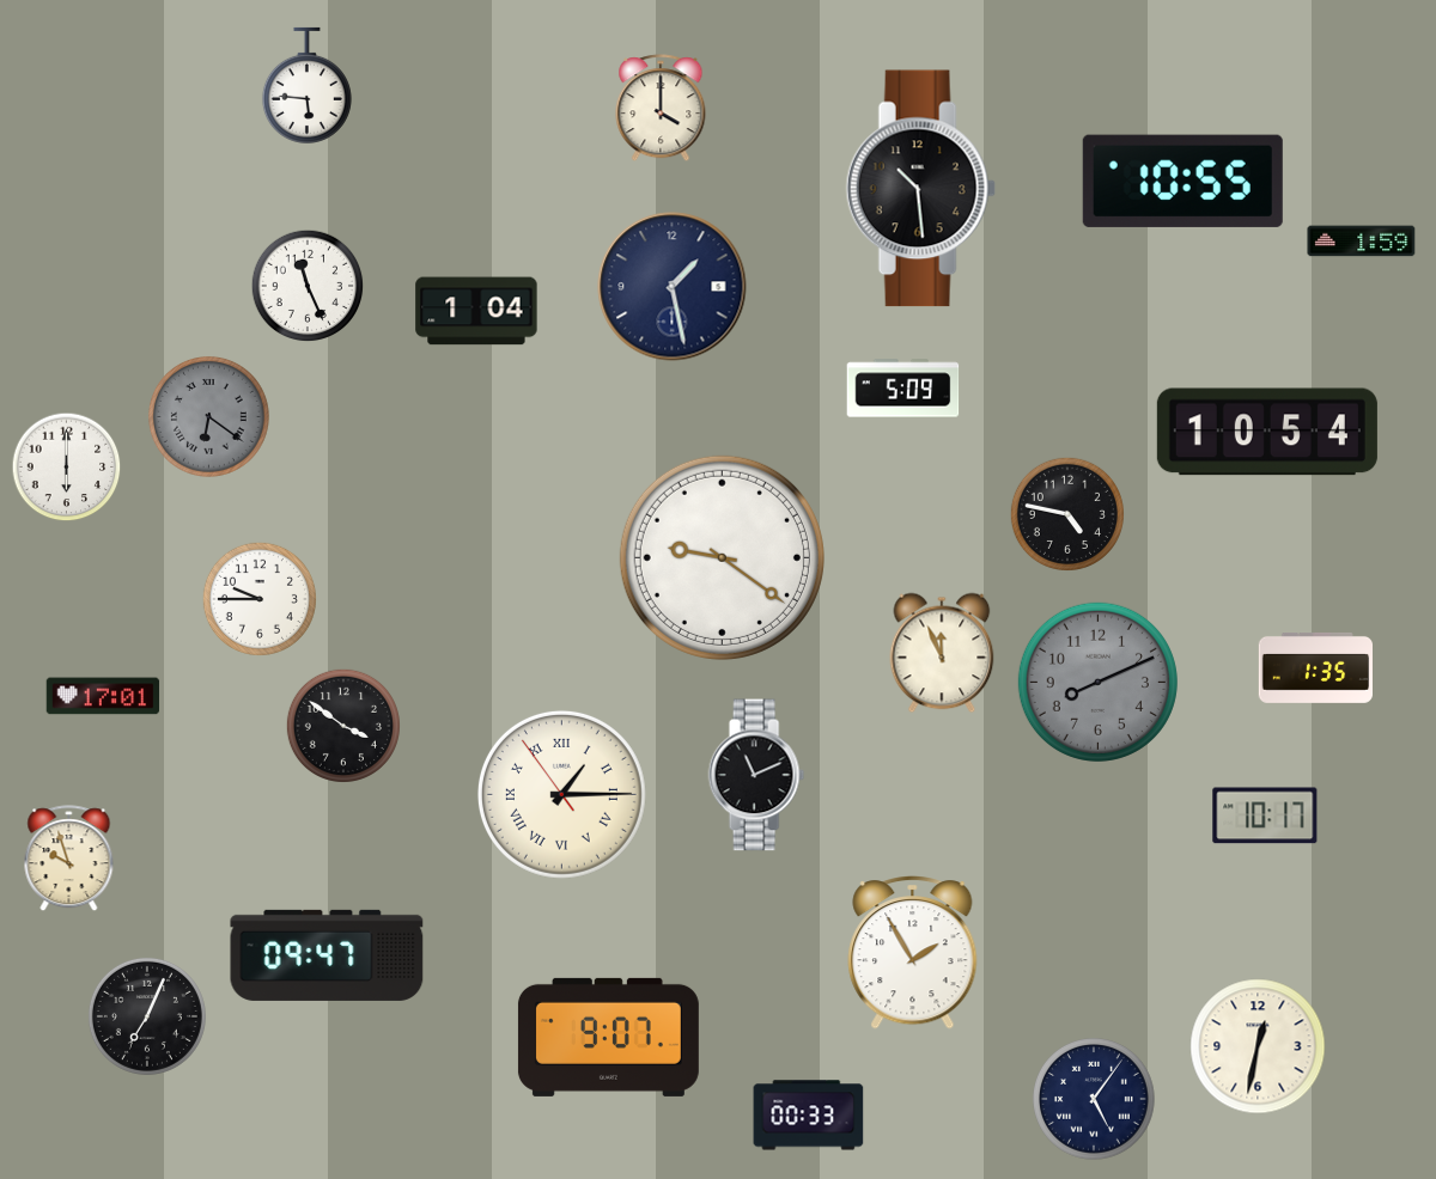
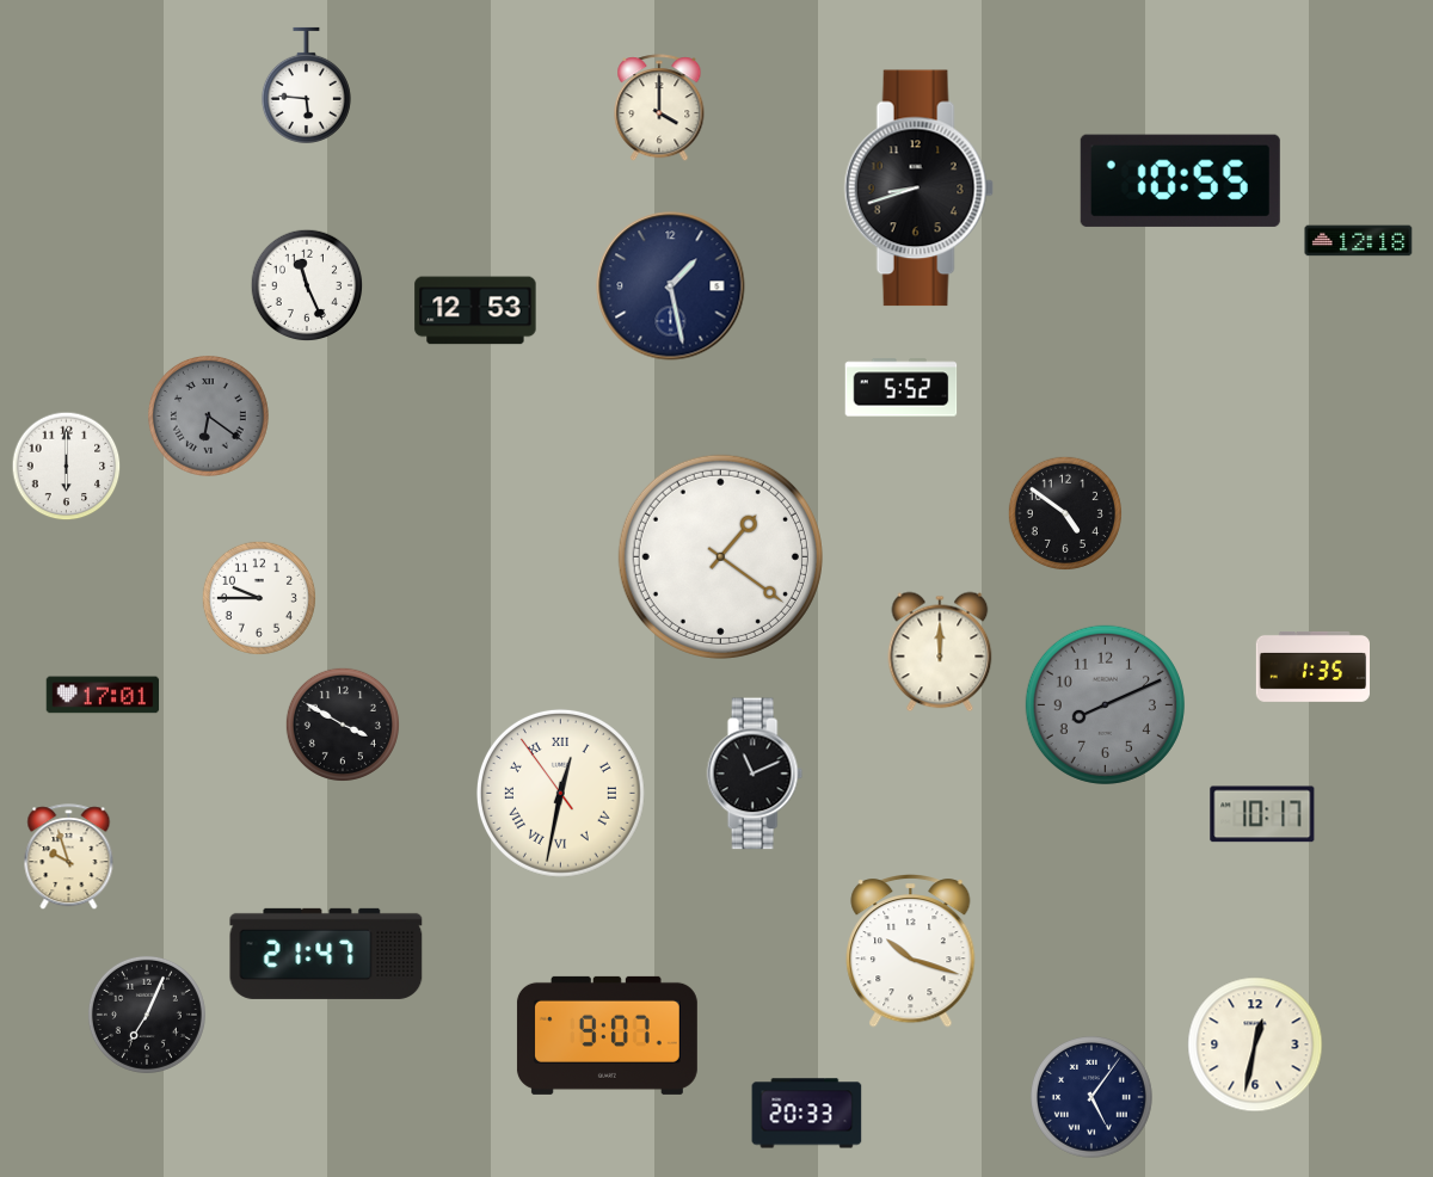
clock at (920, 189): 10:29 -> 8:42
clock at (1362, 242): 1:59 -> 12:18
clock at (476, 311): 1:04 -> 12:53
clock at (903, 389): 5:09 -> 5:52
clock at (1267, 432): 10:54 -> none
clock at (1067, 514): 4:47 -> 4:51
clock at (722, 557): 9:21 -> 1:21
clock at (942, 653): 11:56 -> 12:00
clock at (1097, 682) position: (1097, 682) -> (1105, 704)
clock at (343, 726): 3:51 -> 3:50
clock at (561, 794): 1:14 -> 12:31
clock at (913, 953): 1:55 -> 10:18
clock at (327, 955): 09:47 -> 21:47
clock at (809, 1116): 00:33 -> 20:33
